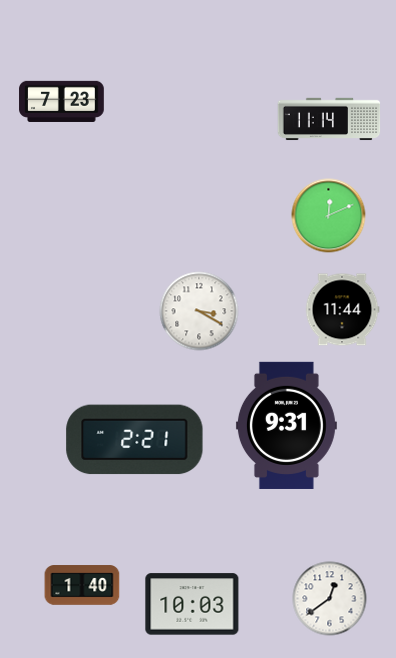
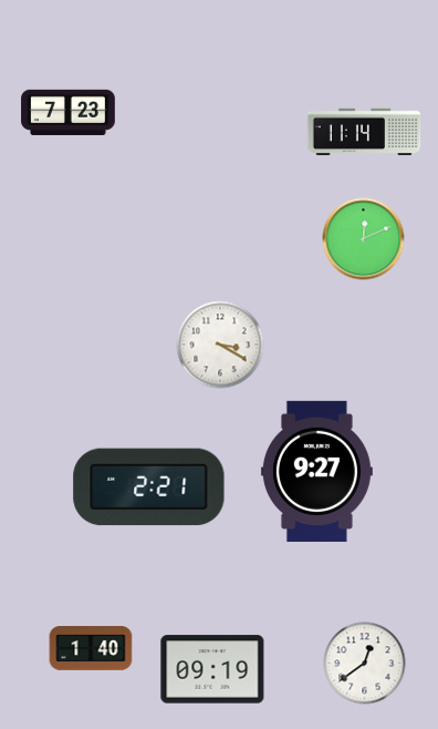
clock at (342, 310): 11:44 -> none
clock at (286, 425): 9:31 -> 9:27
clock at (192, 604): 10:03 -> 09:19
